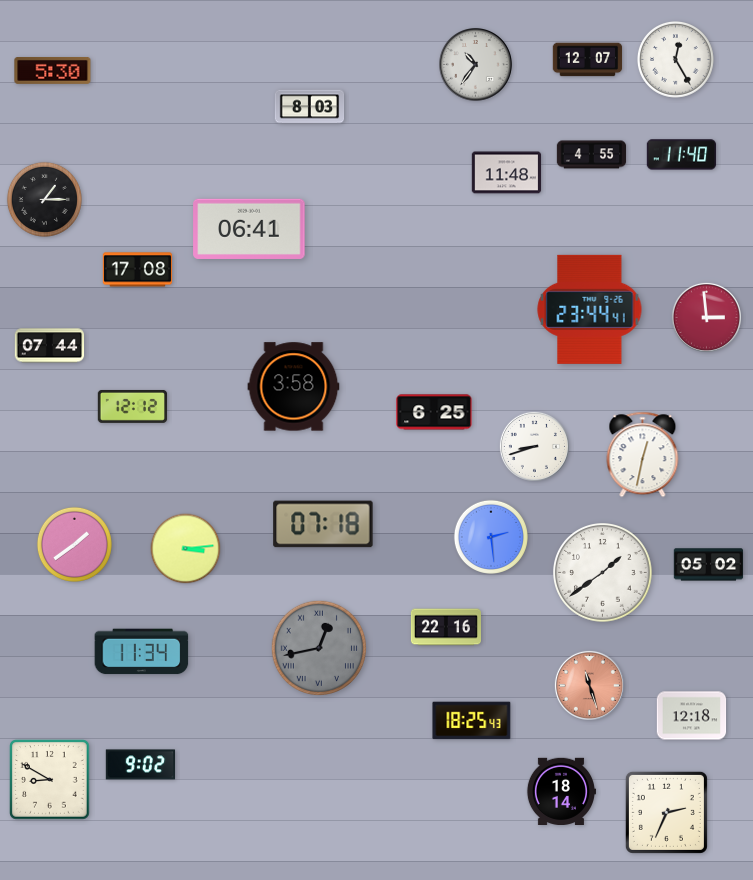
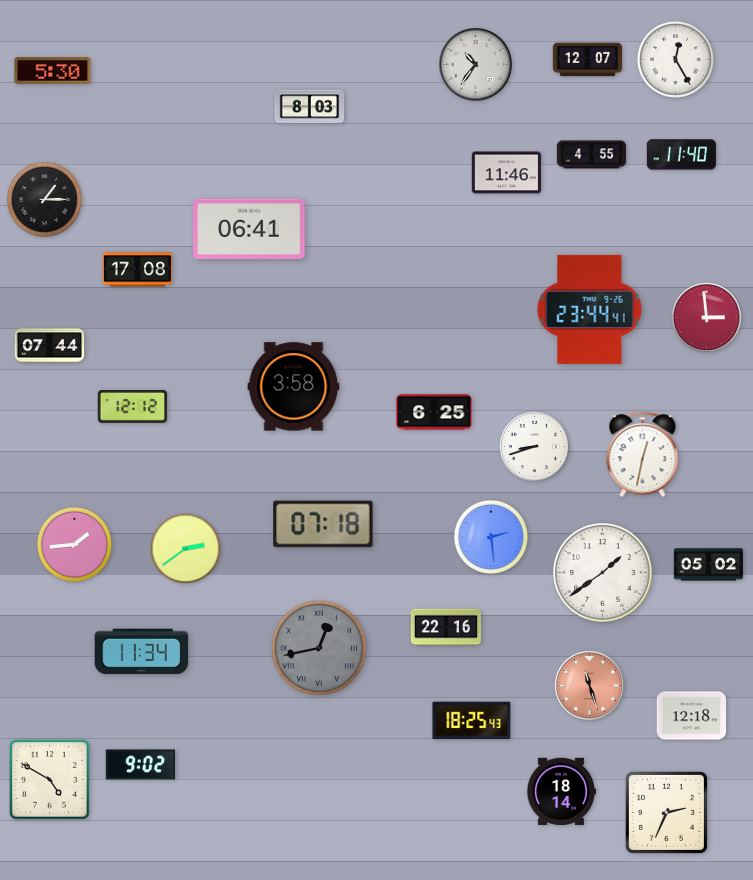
clock at (507, 173): 11:48 -> 11:46
clock at (74, 544): 1:39 -> 1:44
clock at (186, 549): 3:14 -> 2:39
clock at (50, 780): 8:50 -> 4:50
